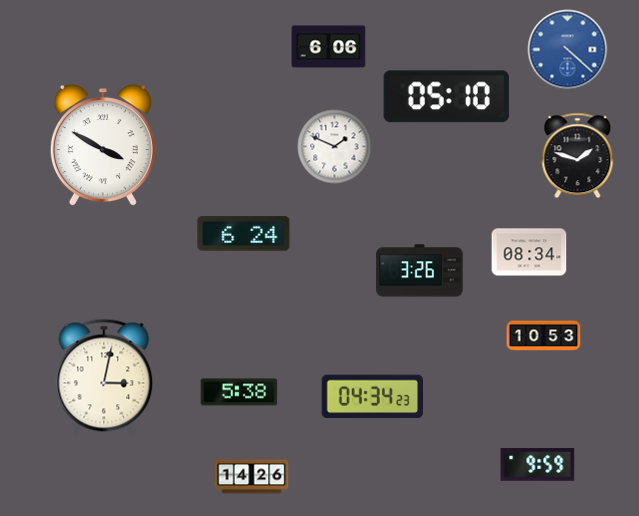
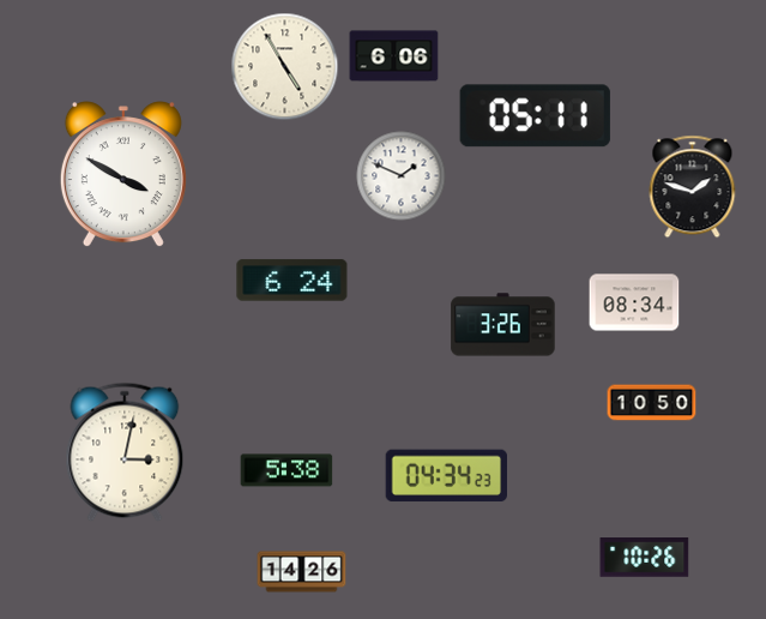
clock at (568, 50): 4:22 -> none
clock at (285, 67): none -> 4:55
clock at (446, 97): 05:10 -> 05:11
clock at (544, 336): 10:53 -> 10:50
clock at (538, 465): 9:59 -> 10:26
